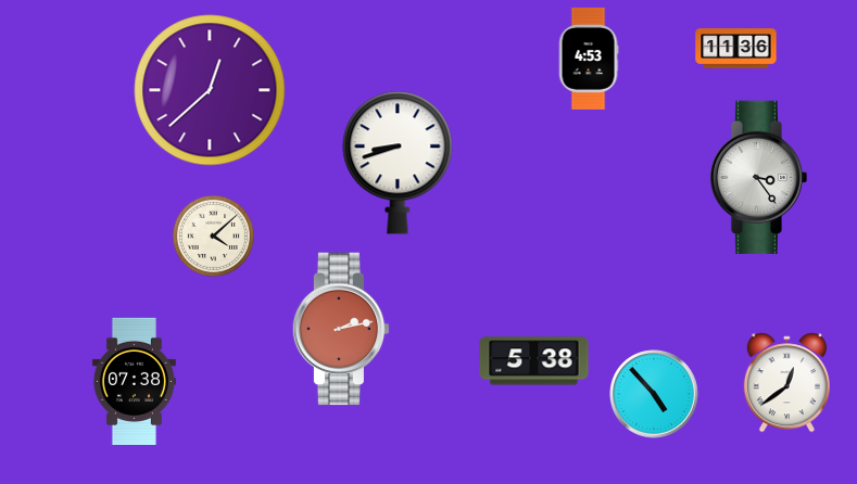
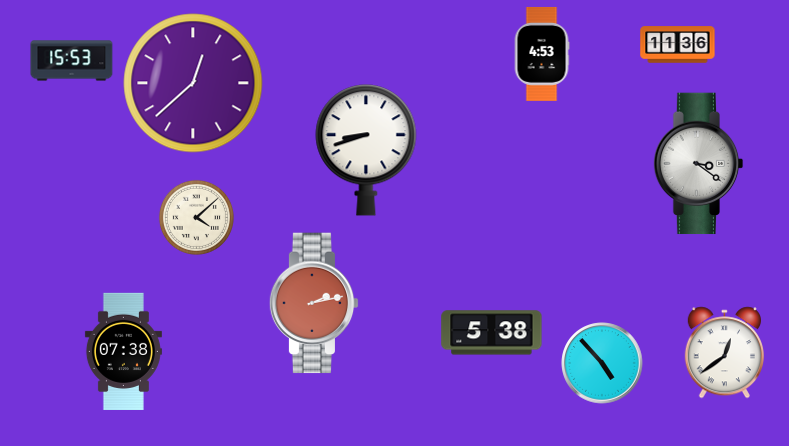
clock at (72, 61): none -> 15:53
clock at (759, 178): 3:24 -> 3:21
